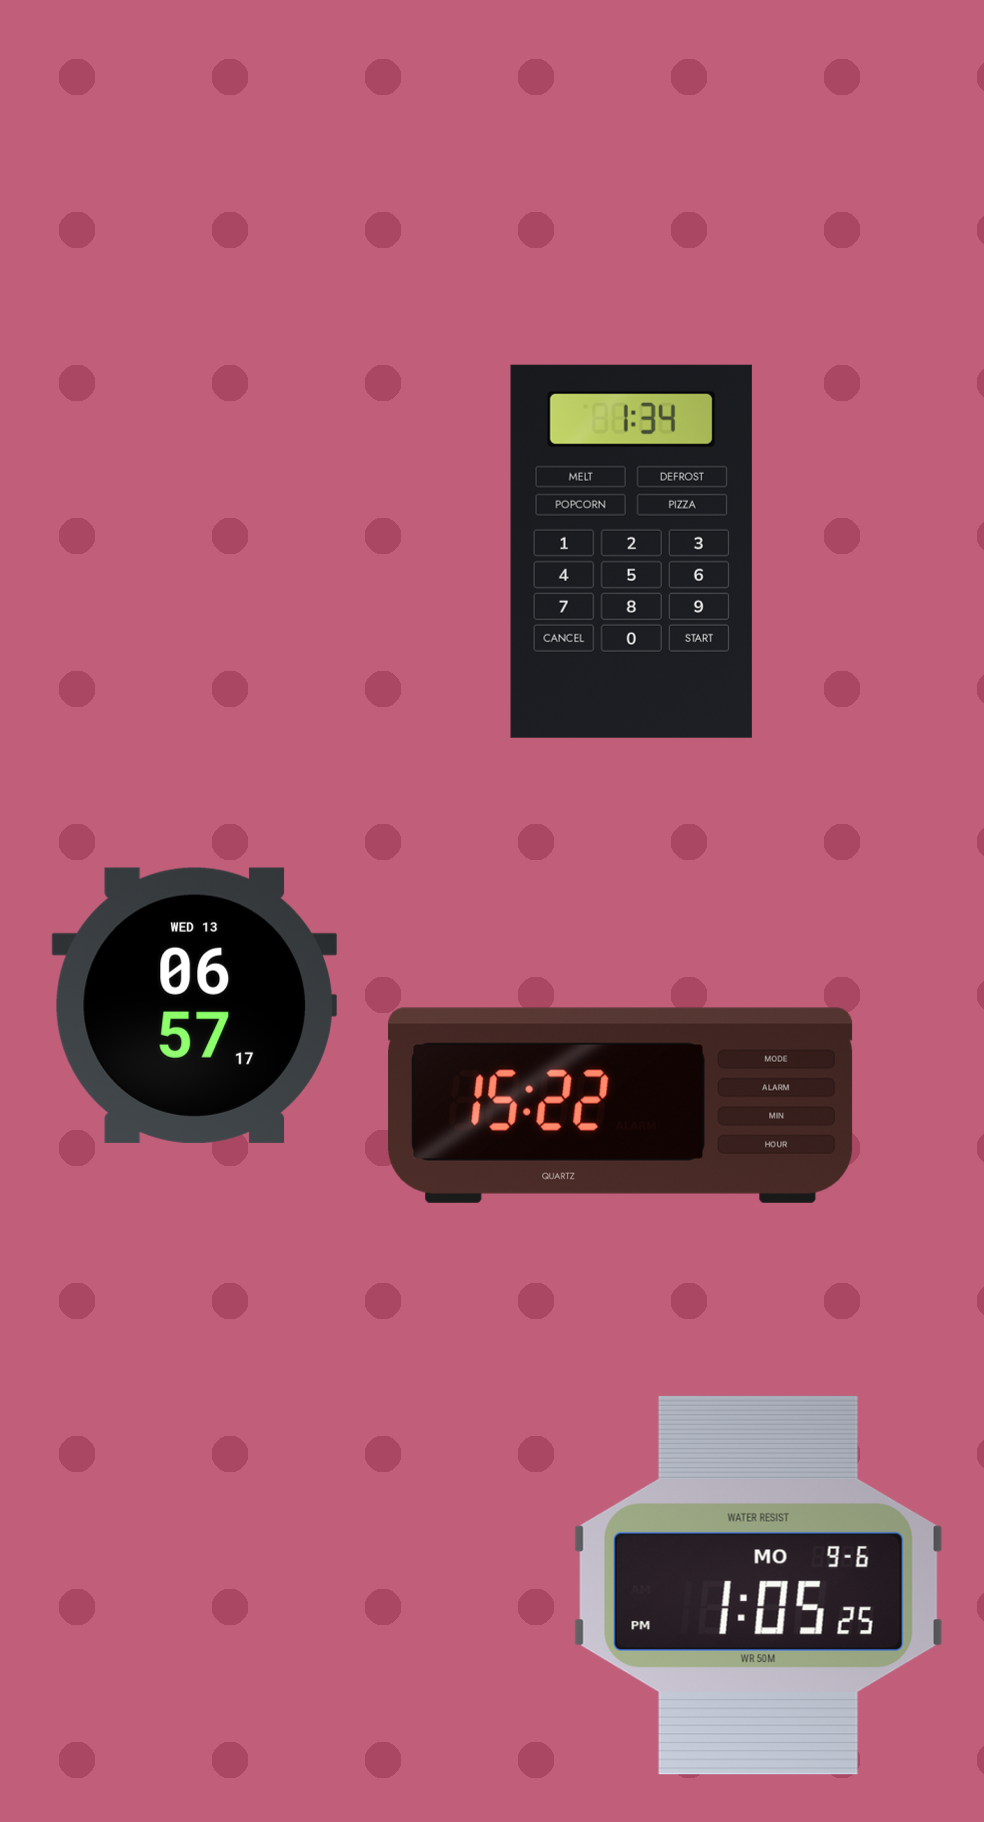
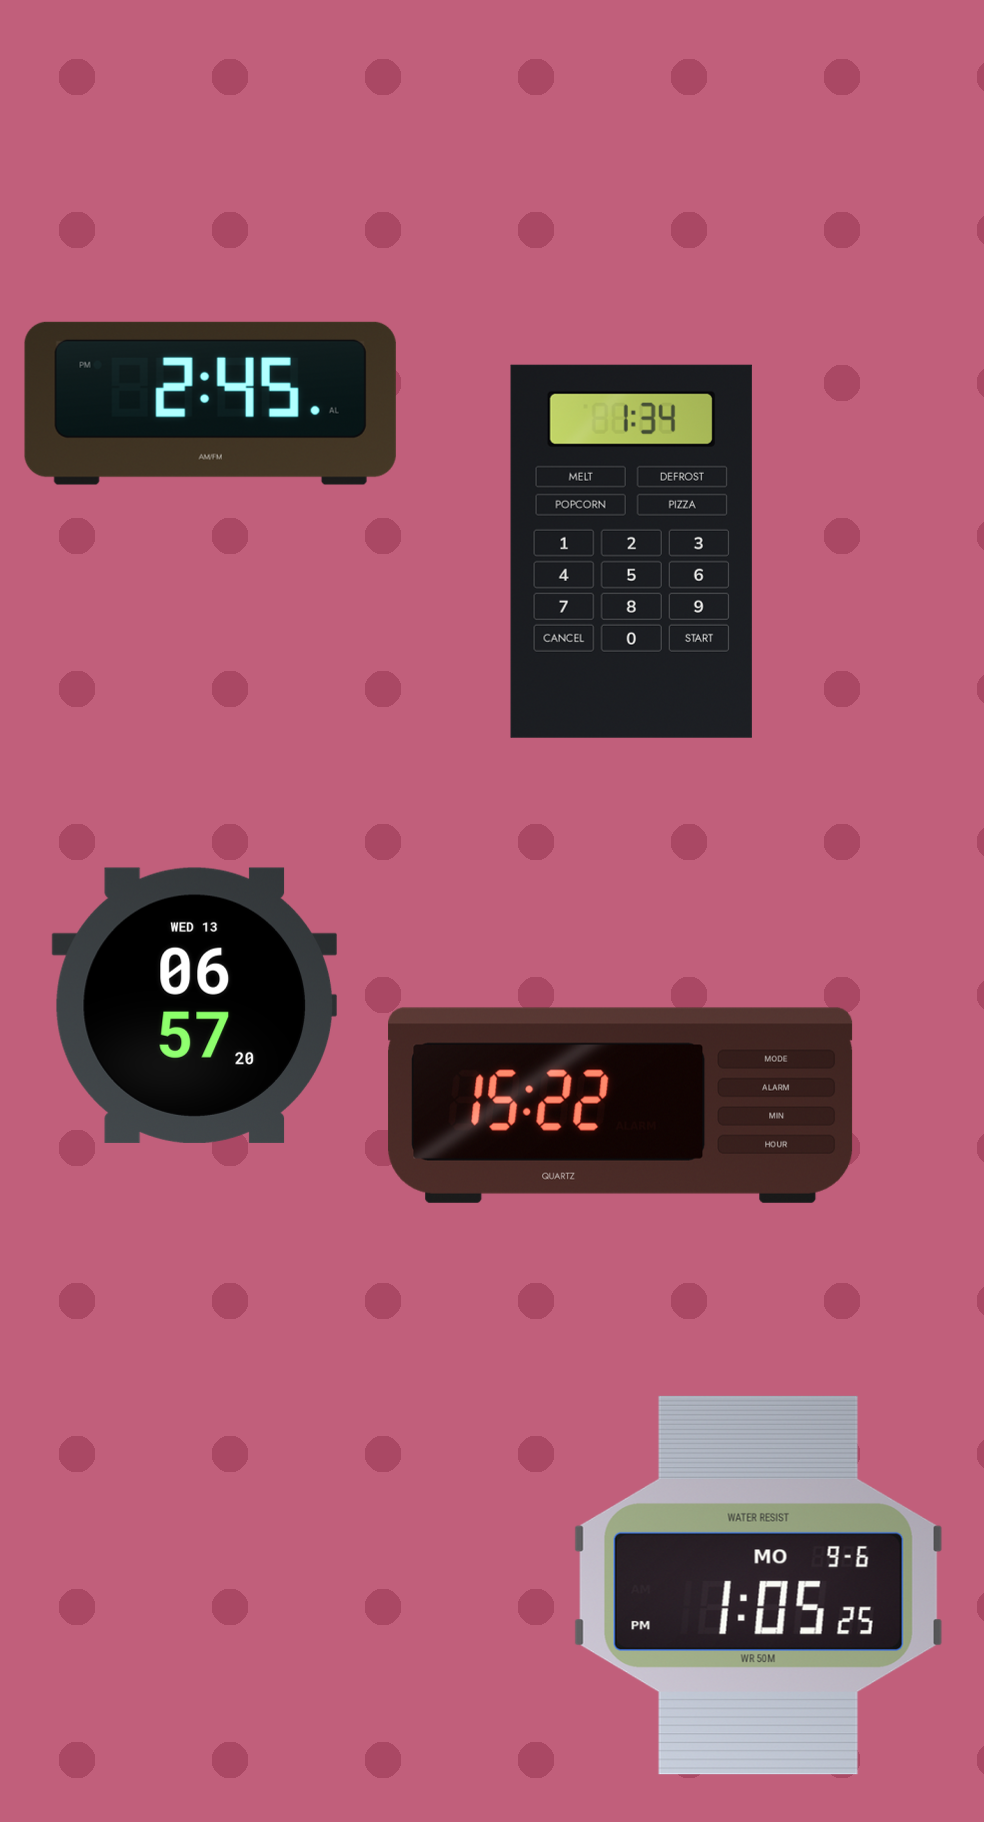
clock at (210, 403): none -> 2:45
clock at (194, 1005): 06:57:17 -> 06:57:20
